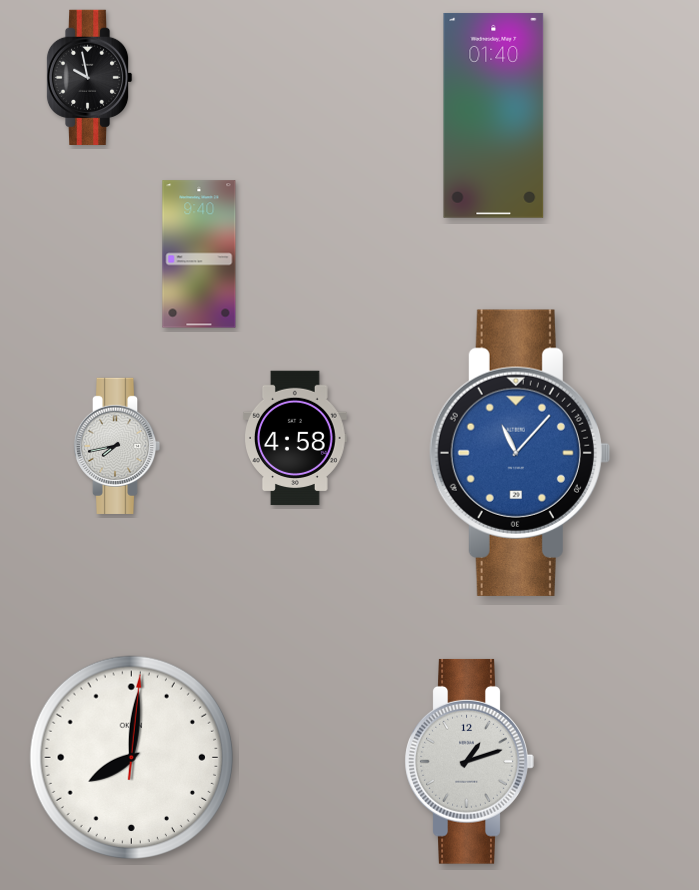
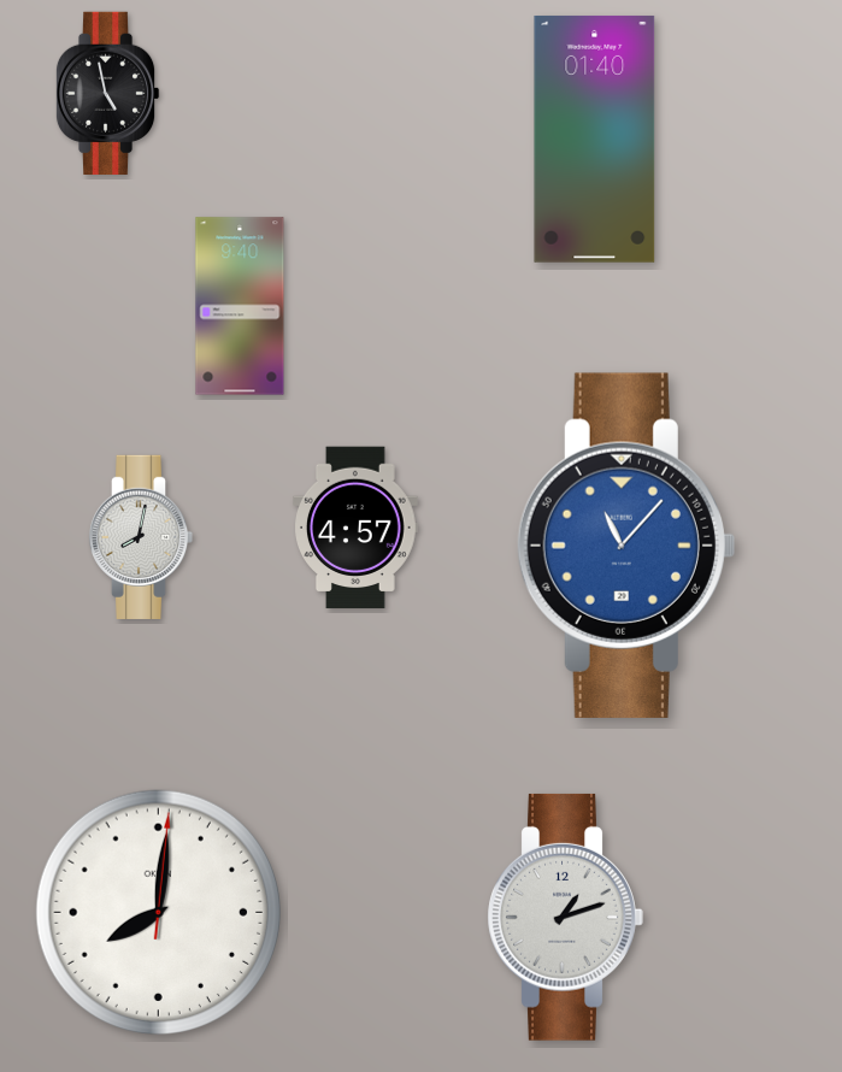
clock at (89, 77): 9:58 -> 4:58
clock at (296, 438): 4:58 -> 4:57
clock at (117, 446): 7:43 -> 8:02
